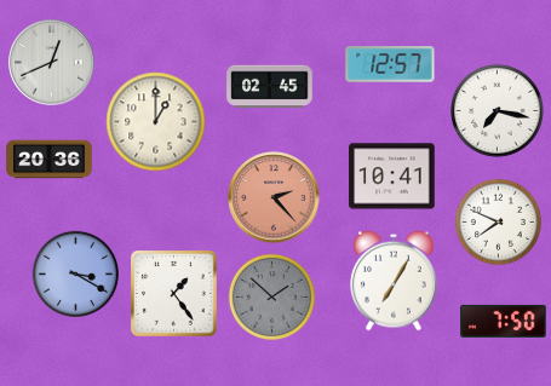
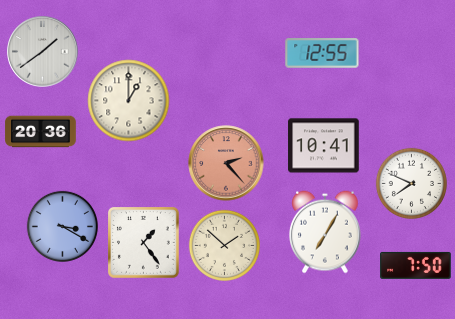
clock at (52, 63): 12:41 -> 1:39
clock at (390, 64): 12:57 -> 12:55
clock at (270, 87): 02:45 -> none
clock at (498, 111): 7:17 -> none
clock at (271, 296) dial: grey -> cream
